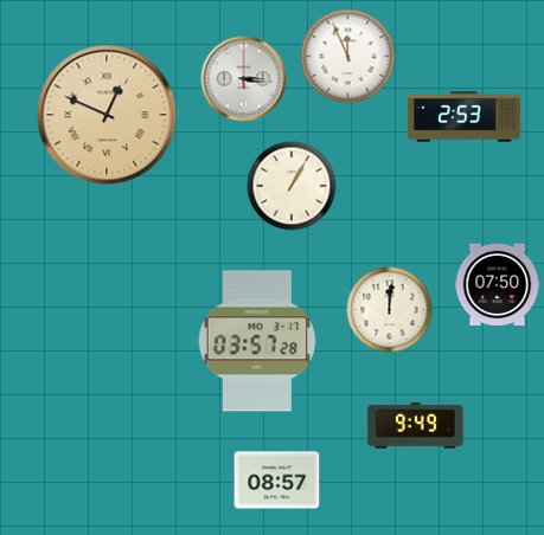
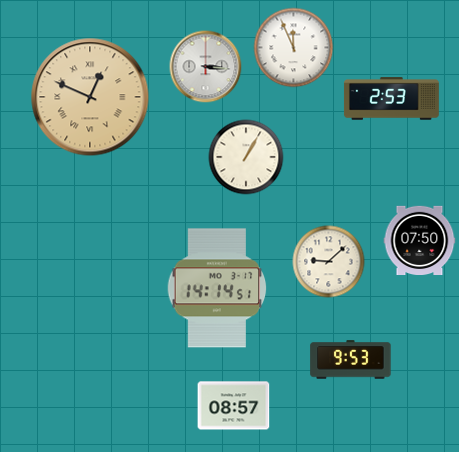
clock at (390, 310): 12:01 -> 9:08
clock at (257, 341): 03:57 -> 14:14
clock at (416, 426): 9:49 -> 9:53
